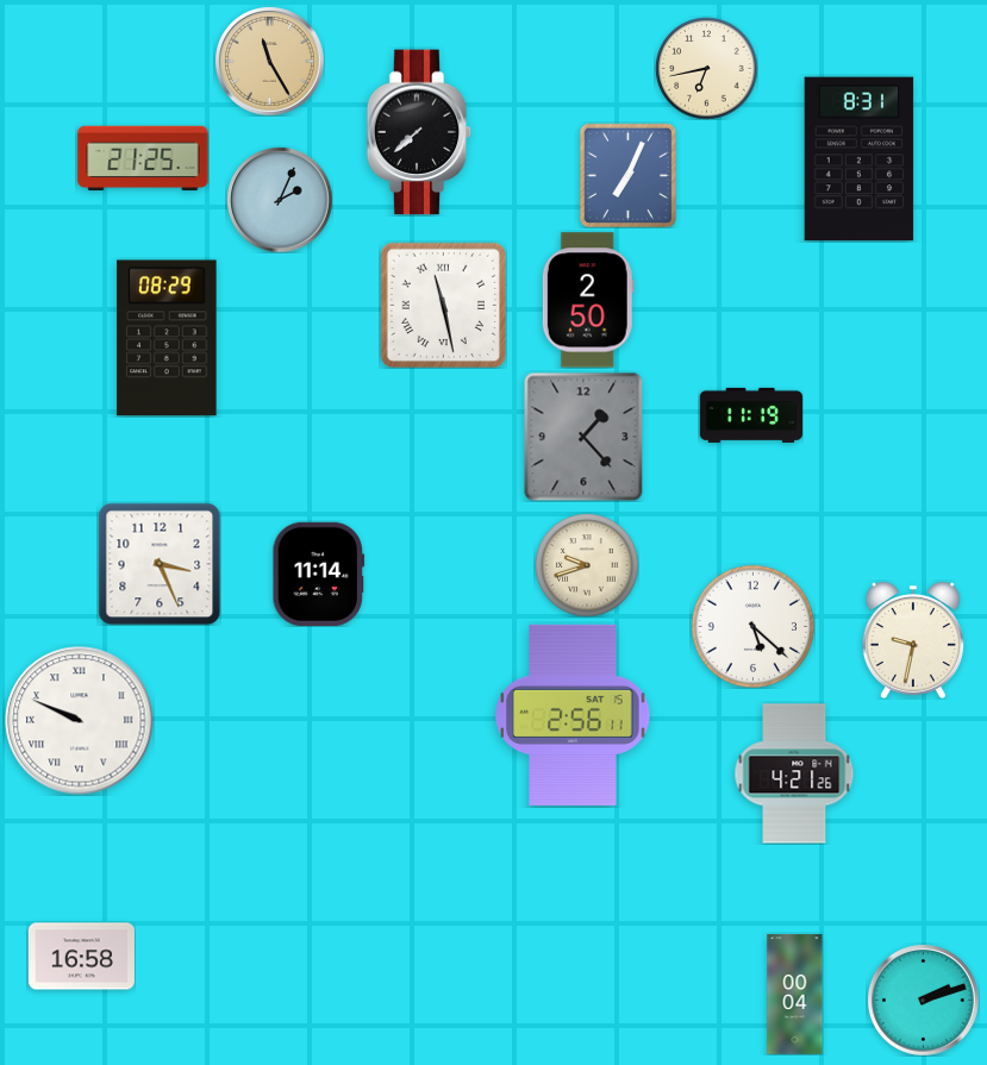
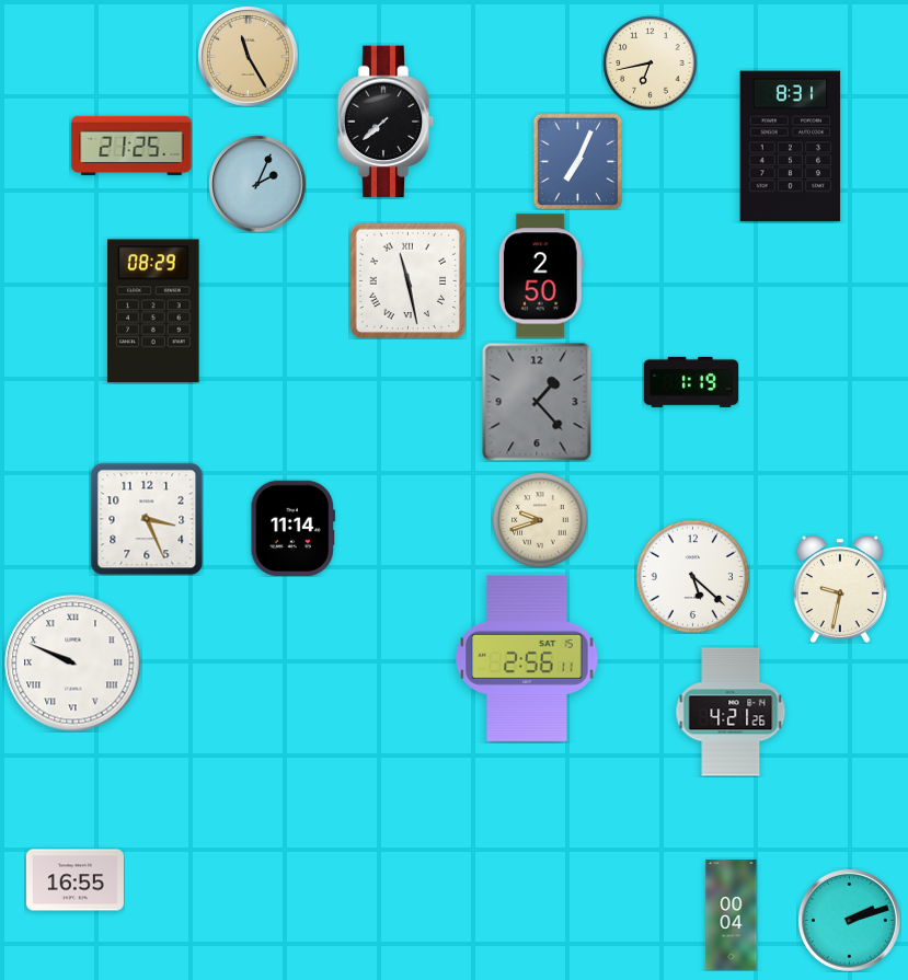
clock at (750, 415): 11:19 -> 1:19
clock at (81, 957): 16:58 -> 16:55
